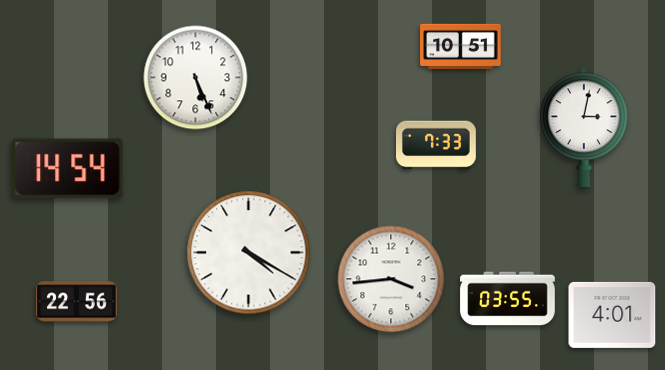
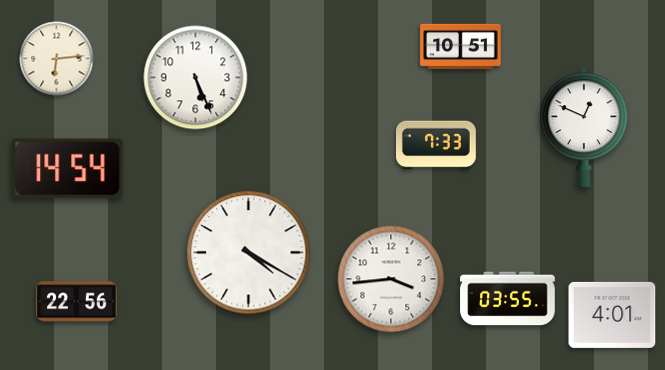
clock at (57, 59): none -> 6:14
clock at (584, 127): 3:02 -> 12:49
